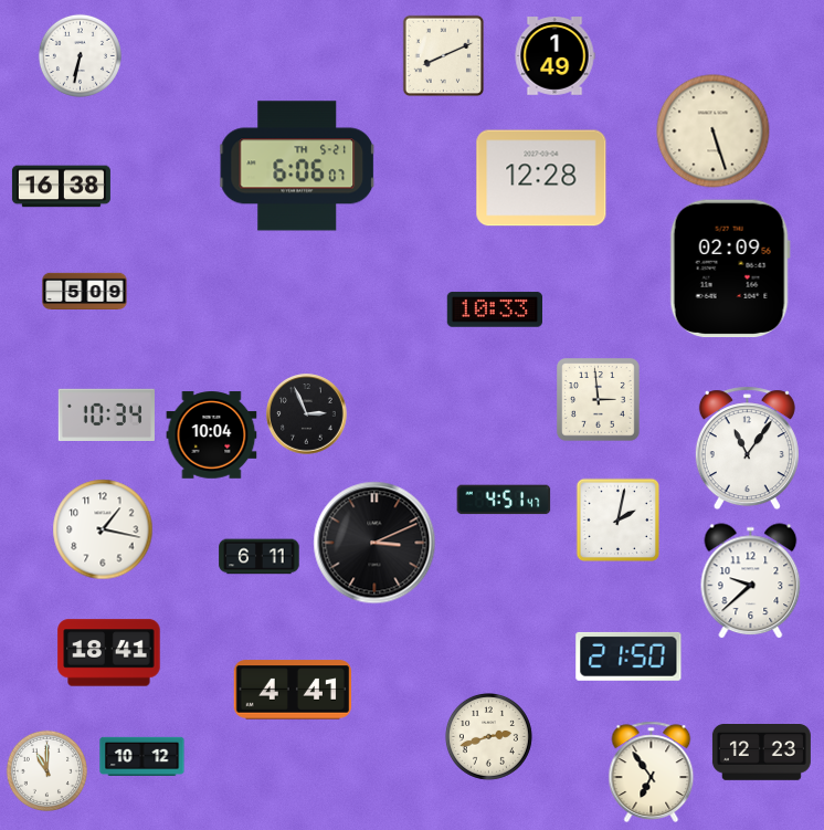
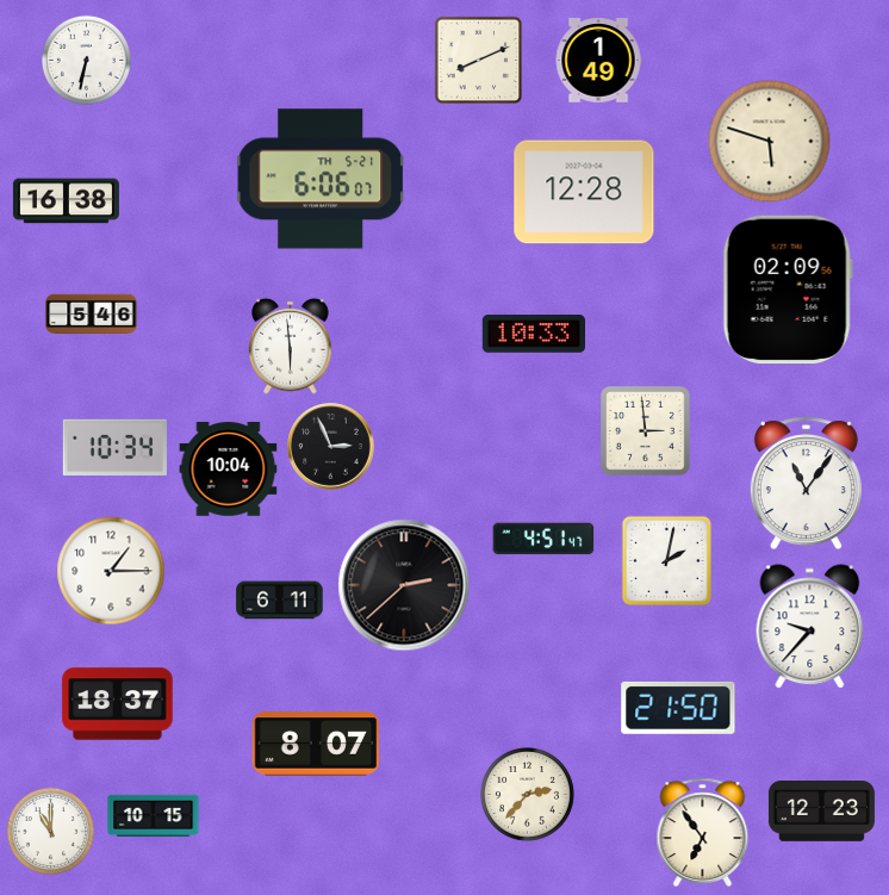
clock at (714, 132): 5:27 -> 5:48
clock at (85, 291): 5:09 -> 5:46
clock at (291, 346): none -> 5:59
clock at (103, 529): 1:17 -> 1:15
clock at (374, 543): 3:11 -> 2:38
clock at (751, 581): 9:38 -> 9:37
clock at (109, 653): 18:41 -> 18:37
clock at (292, 690): 4:41 -> 8:07
clock at (488, 736): 2:42 -> 2:37
clock at (142, 757): 10:12 -> 10:15
